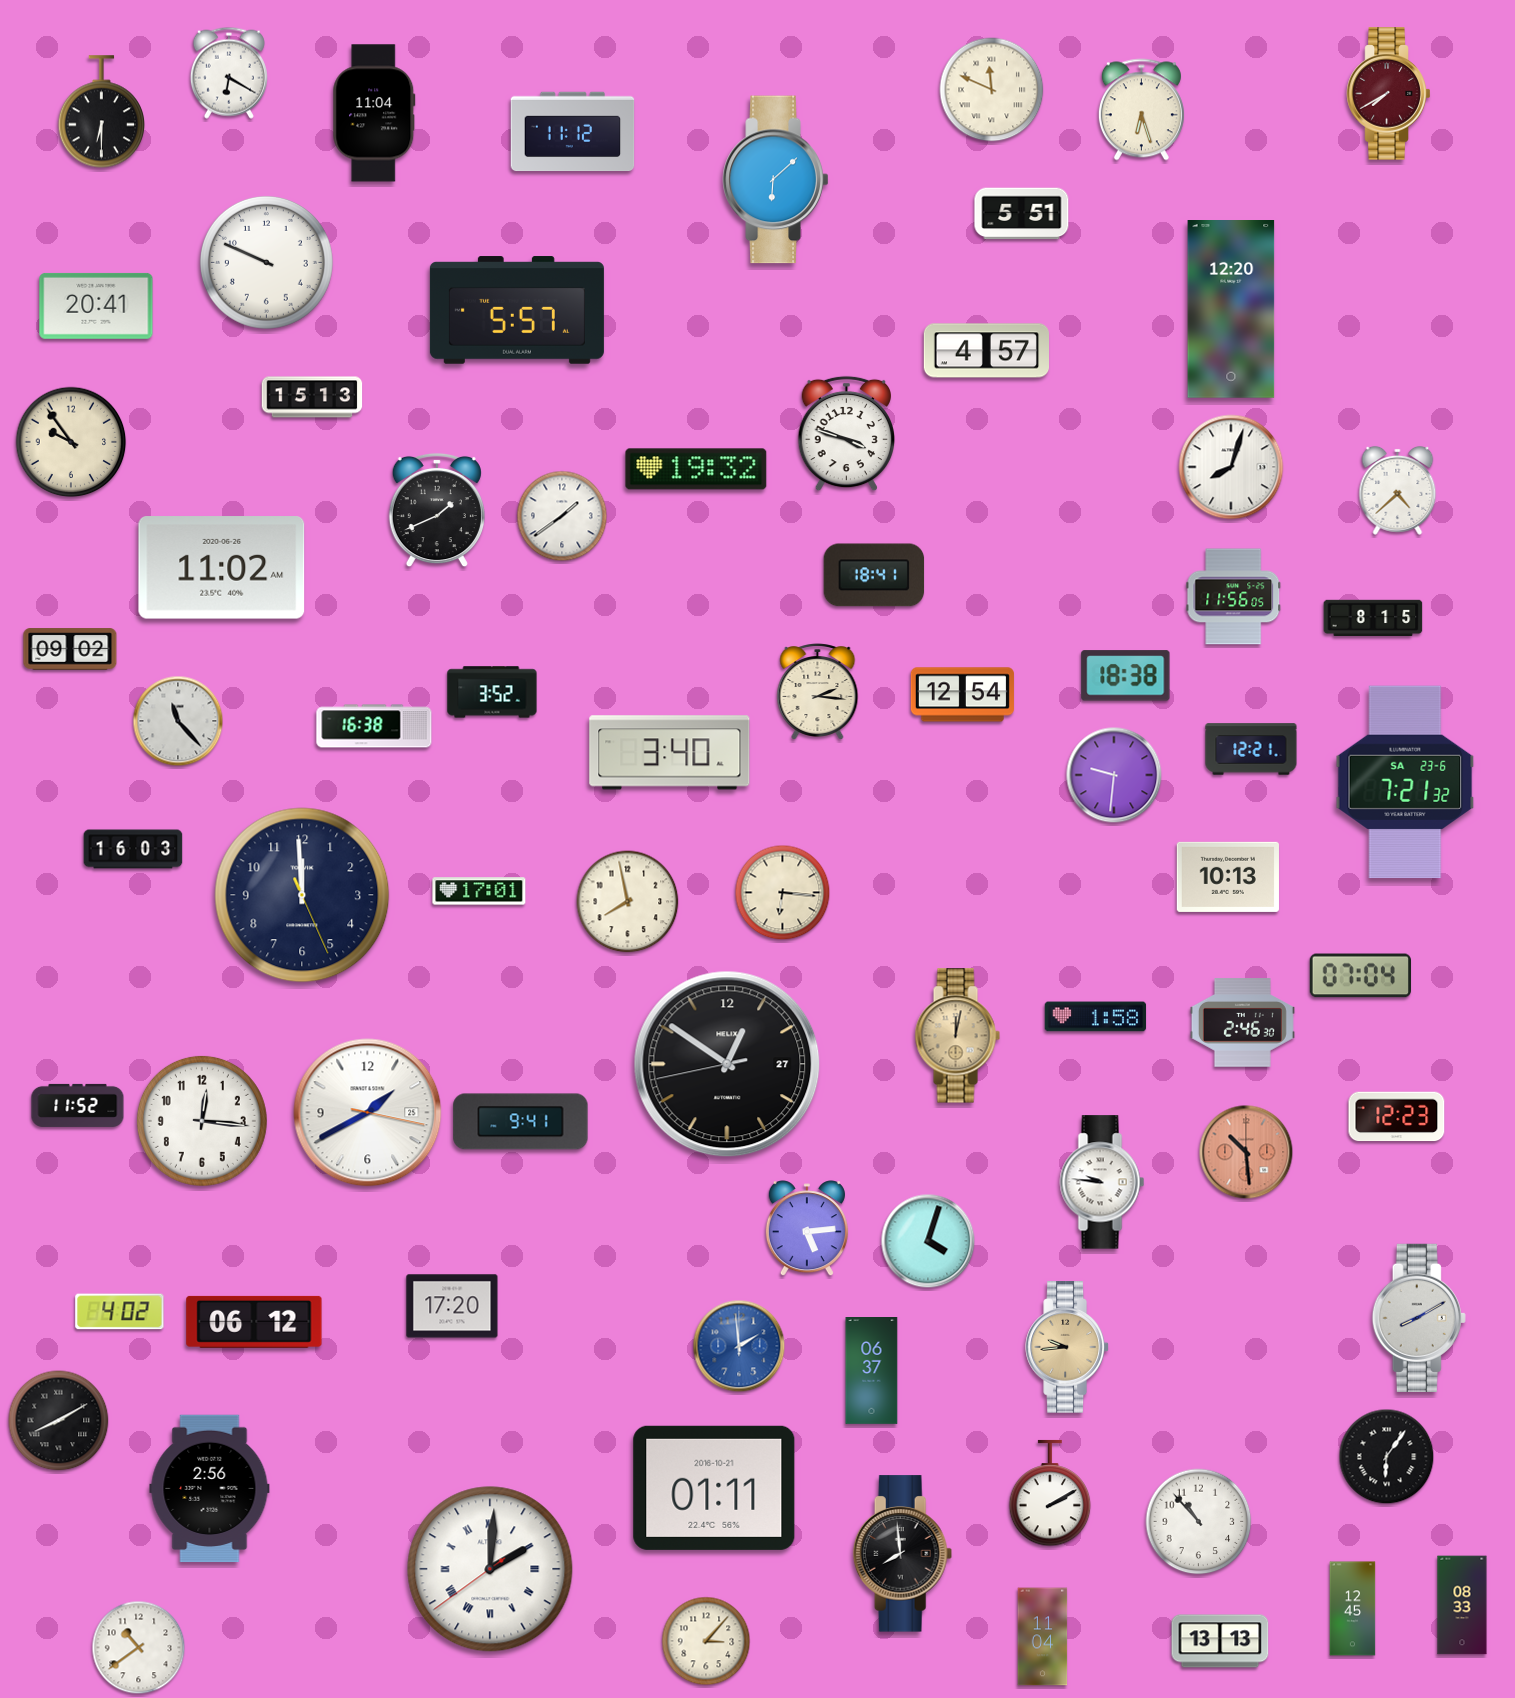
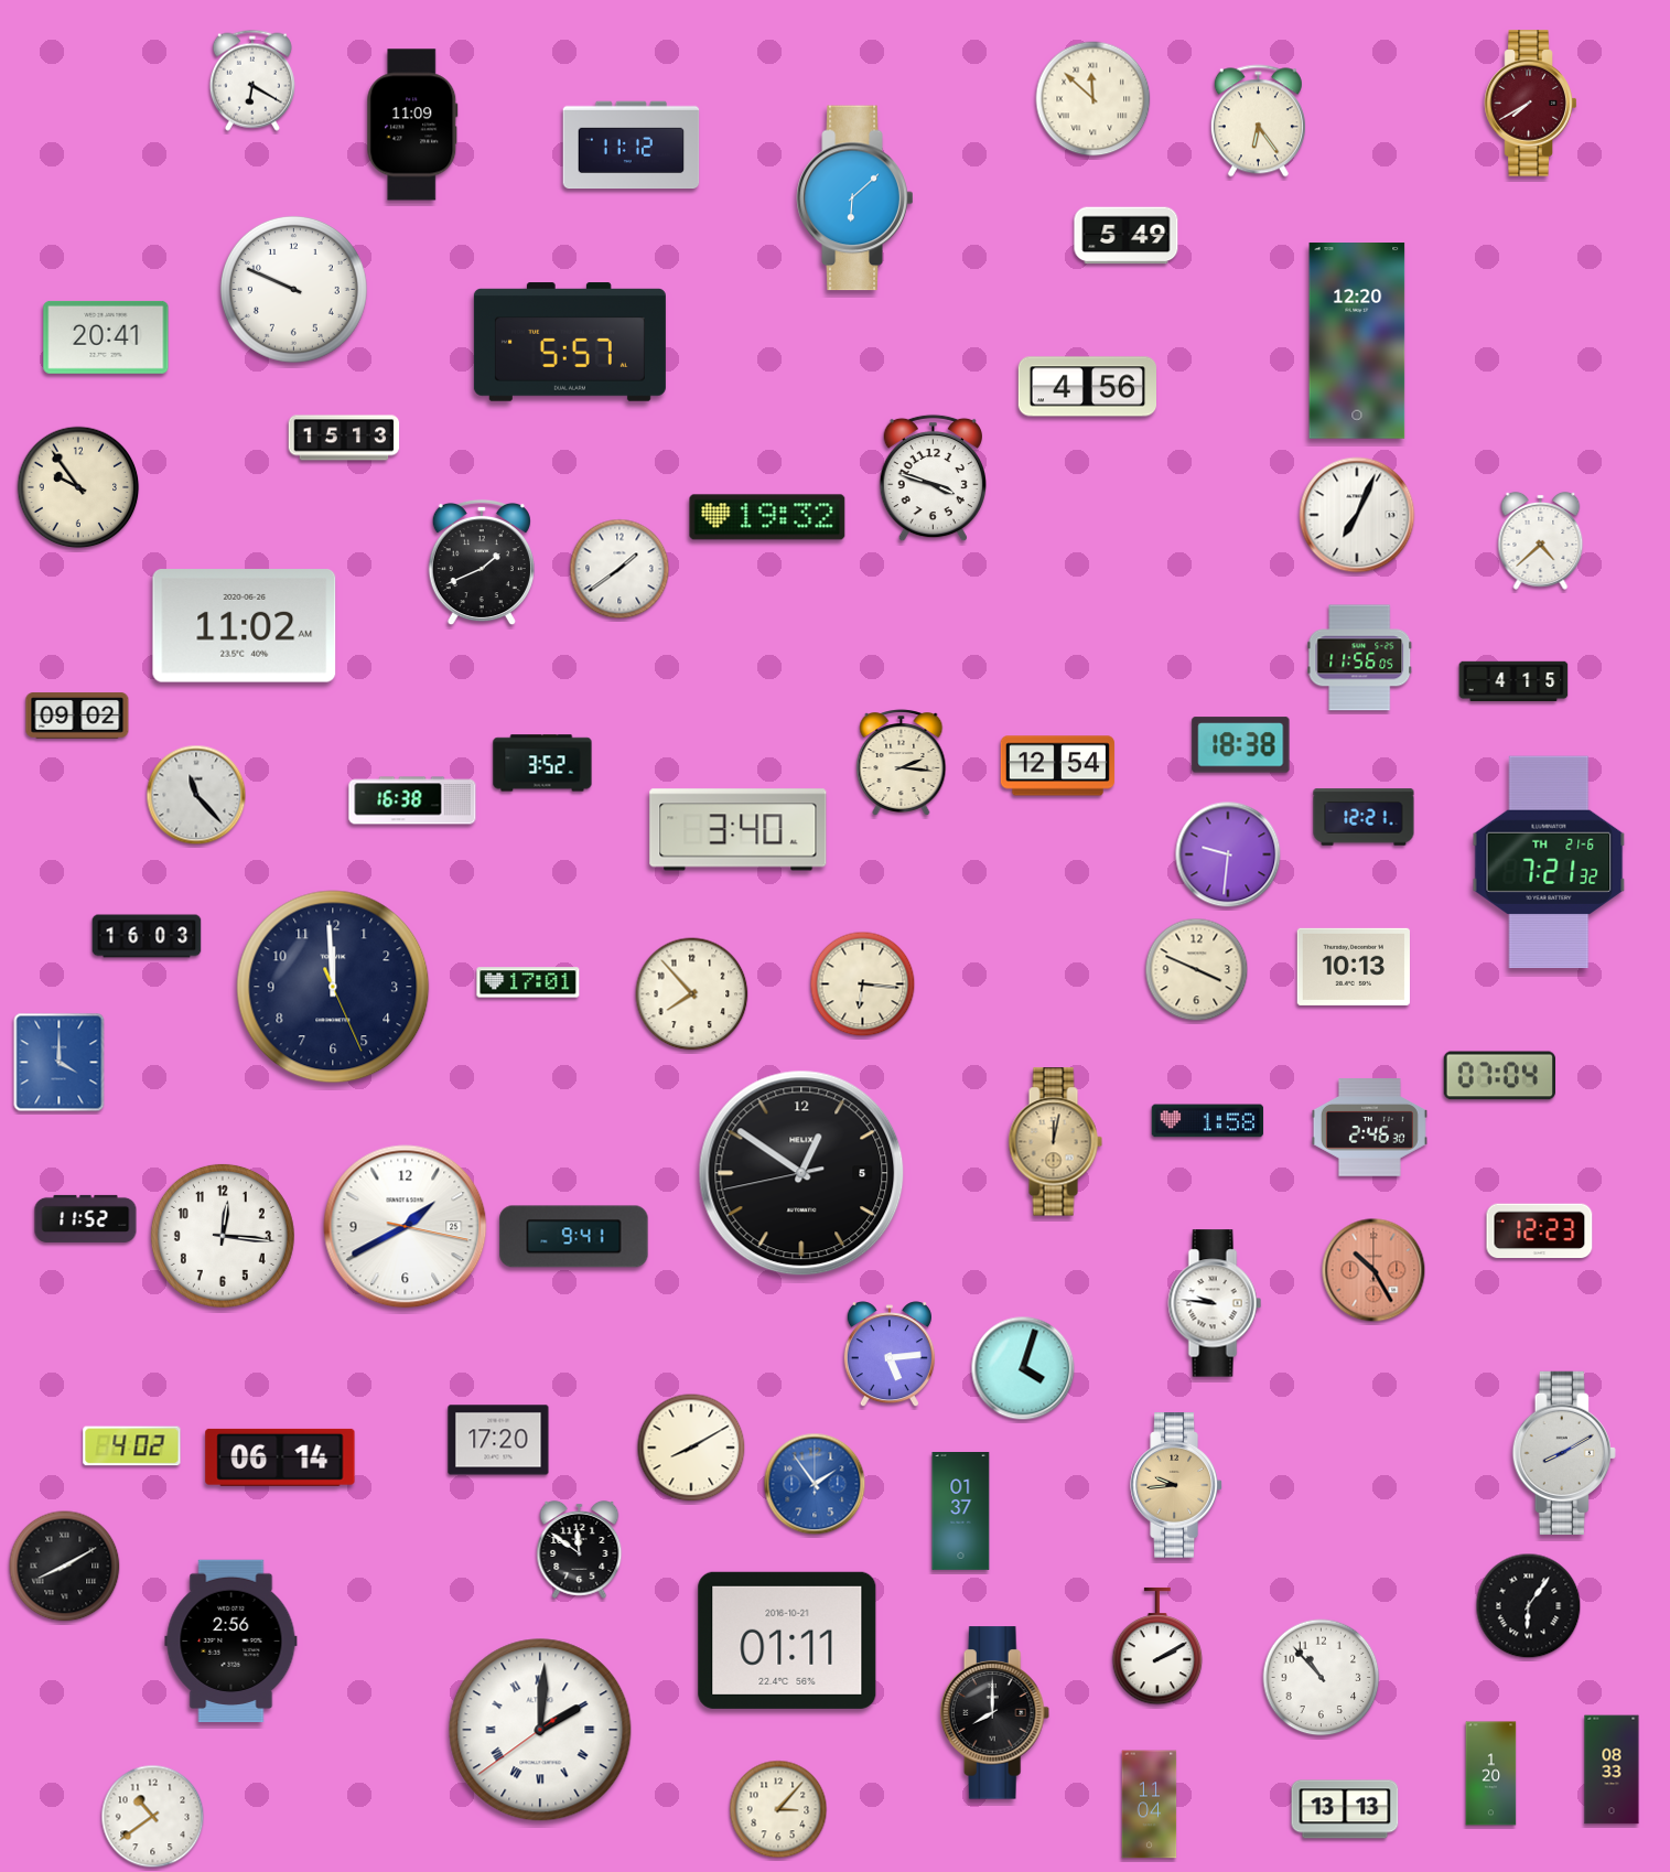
clock at (992, 90): 11:49 -> 11:52
clock at (1141, 110): 6:27 -> 6:24
clock at (101, 112): 6:30 -> none
clock at (374, 113): 11:04 -> 11:09
clock at (1022, 214): 5:51 -> 5:49
clock at (986, 351): 4:57 -> 4:56
clock at (1231, 467): 8:03 -> 7:04
clock at (874, 575): 18:41 -> none
clock at (1373, 617): 8:15 -> 4:15
clock at (962, 695) position: (962, 695) -> (1057, 766)
clock at (1251, 749) position: (1251, 749) -> (1364, 817)
clock at (1405, 782) date: SA 23-6 -> TH 21-6
clock at (1197, 970): none -> 3:49
clock at (628, 902): 7:58 -> 7:53
clock at (60, 1063): none -> 4:00
clock at (727, 1064) date: 27 -> 5
clock at (1246, 1152): 10:29 -> 10:25
clock at (691, 1448): none -> 8:10
clock at (254, 1322): 06:12 -> 06:14
clock at (739, 1346): 1:59 -> 1:54
clock at (872, 1371): 06:37 -> 01:37
clock at (580, 1549): none -> 11:51
clock at (903, 1554): 7:59 -> 8:00
clock at (1353, 1609): 12:45 -> 1:20
